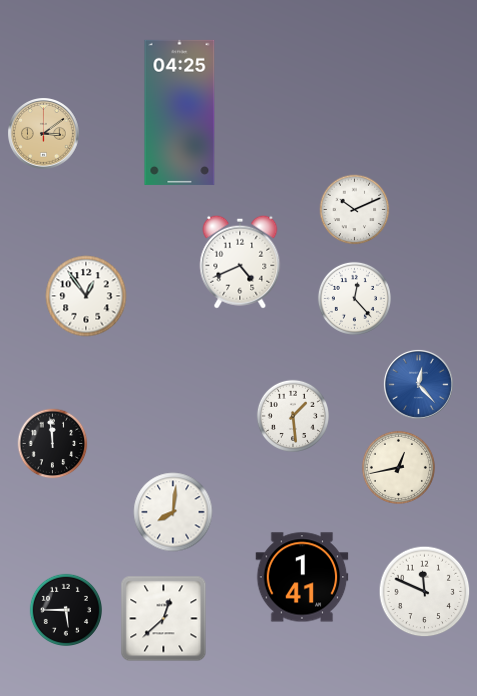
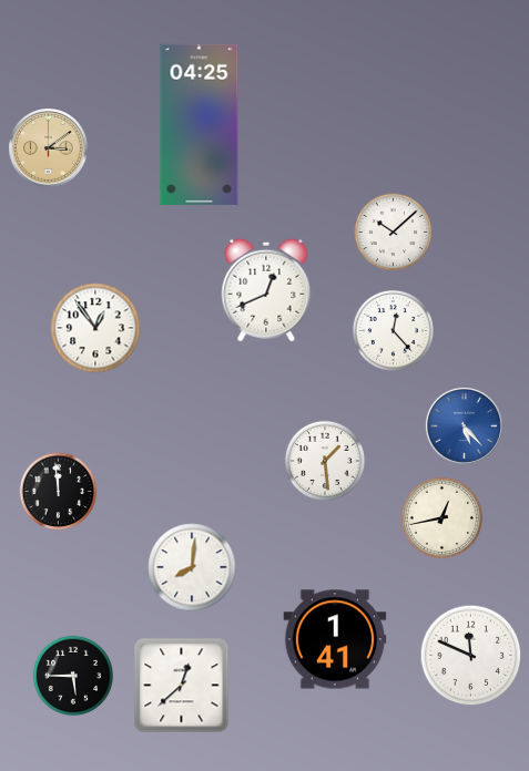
clock at (355, 210): 10:11 -> 10:08
clock at (240, 262): 4:41 -> 12:41
clock at (418, 384): 12:23 -> 5:23
